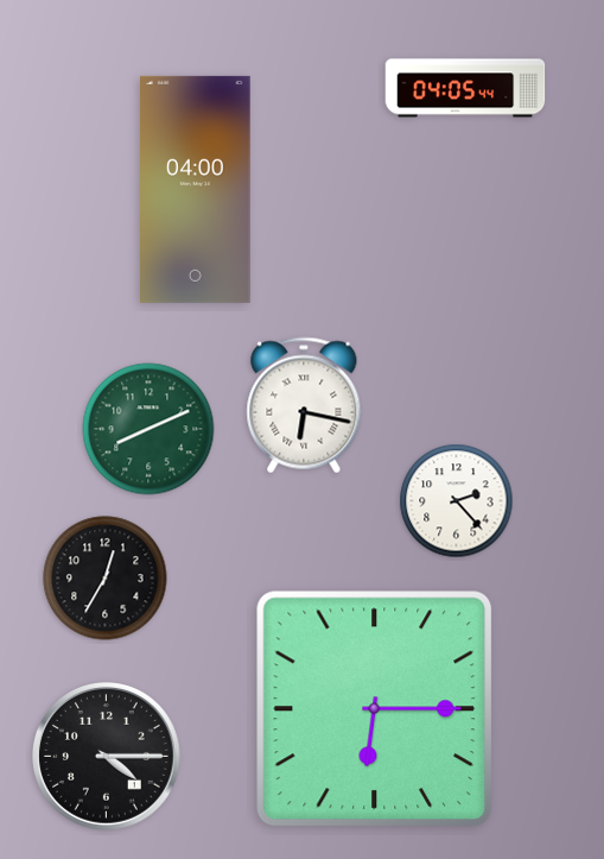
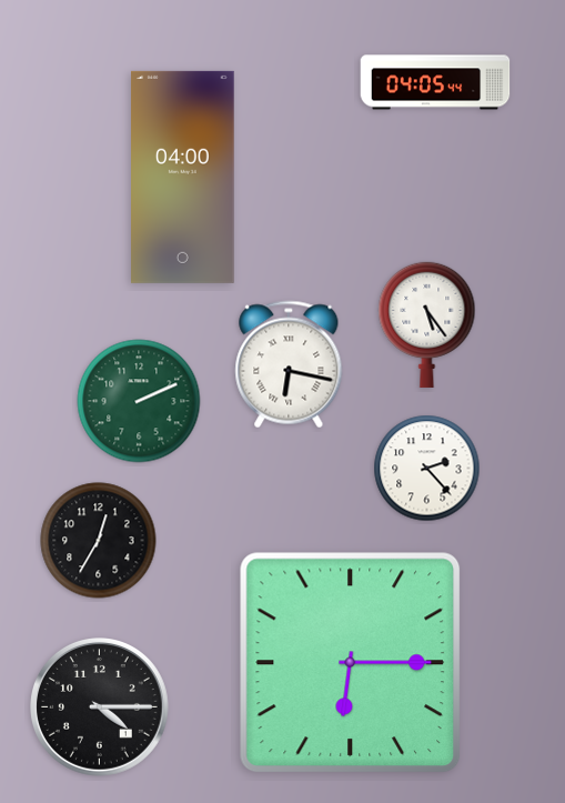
clock at (427, 324): none -> 5:24
clock at (304, 405) position: (304, 405) -> (289, 364)
clock at (148, 429): 8:11 -> 2:11
